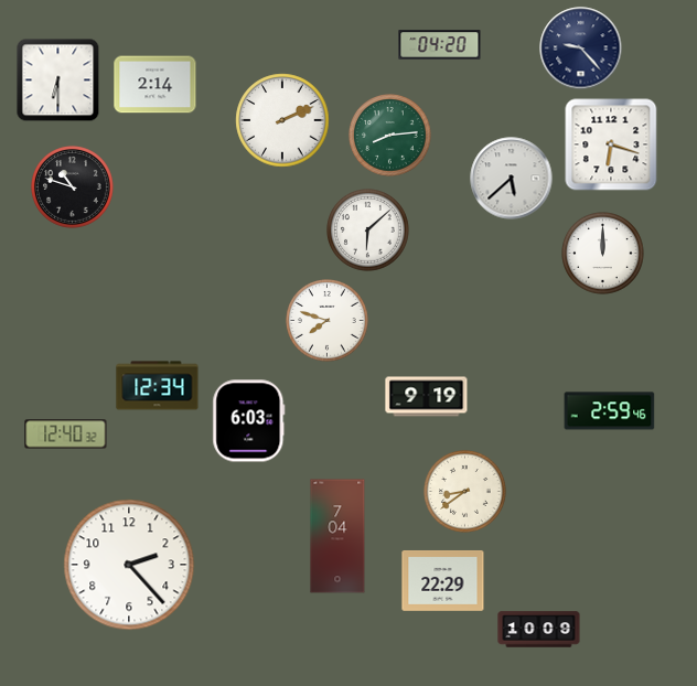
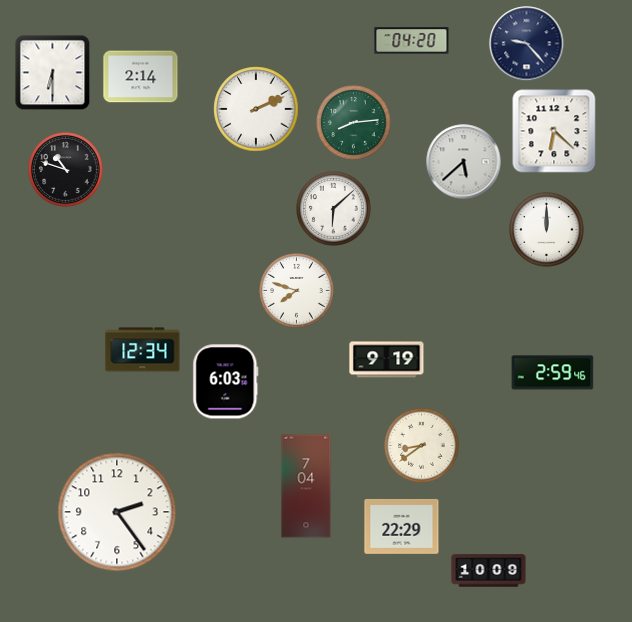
clock at (440, 45) position: (440, 45) -> (412, 41)
clock at (611, 144): 6:18 -> 6:22
clock at (66, 435): 12:40 -> none
clock at (129, 565): 2:23 -> 2:24
